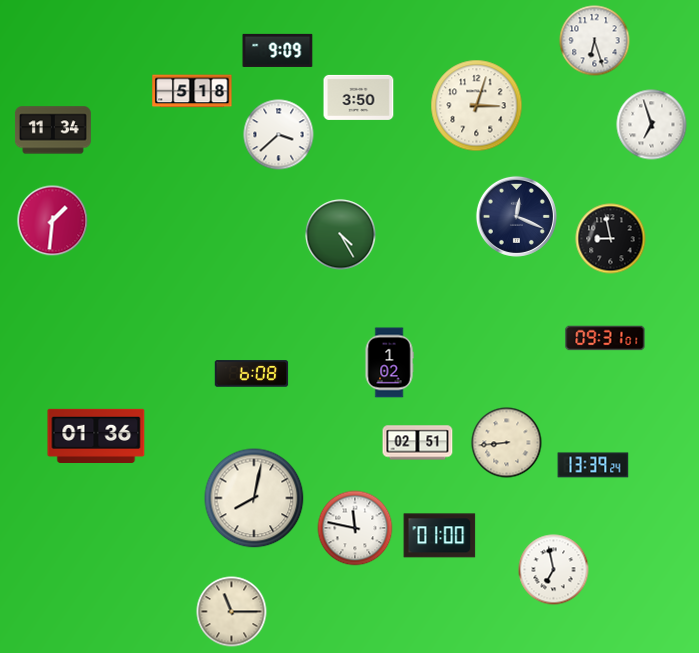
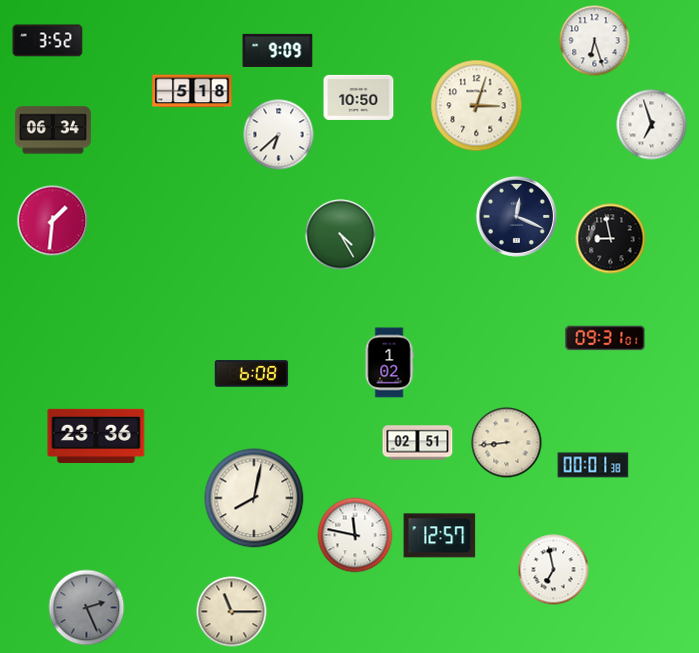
clock at (48, 41): none -> 3:52
clock at (359, 97): 3:50 -> 10:50
clock at (53, 130): 11:34 -> 06:34
clock at (279, 135): 3:38 -> 6:38
clock at (96, 435): 01:36 -> 23:36
clock at (593, 465): 13:39 -> 00:01
clock at (355, 528) position: (355, 528) -> (355, 535)
clock at (440, 536): 01:00 -> 12:57
clock at (87, 608): none -> 2:26
